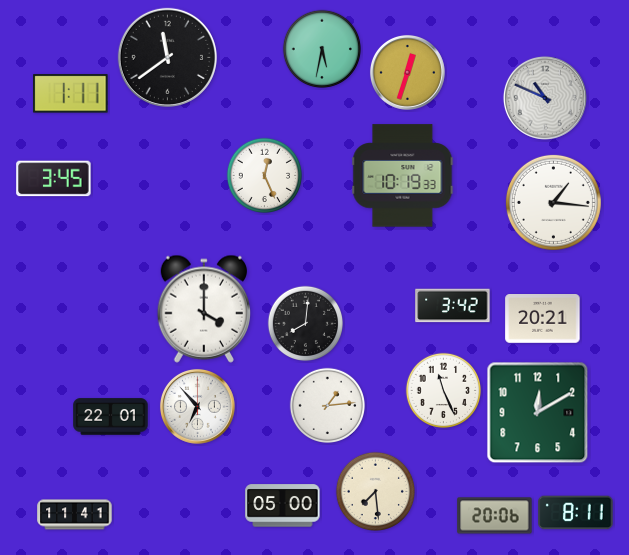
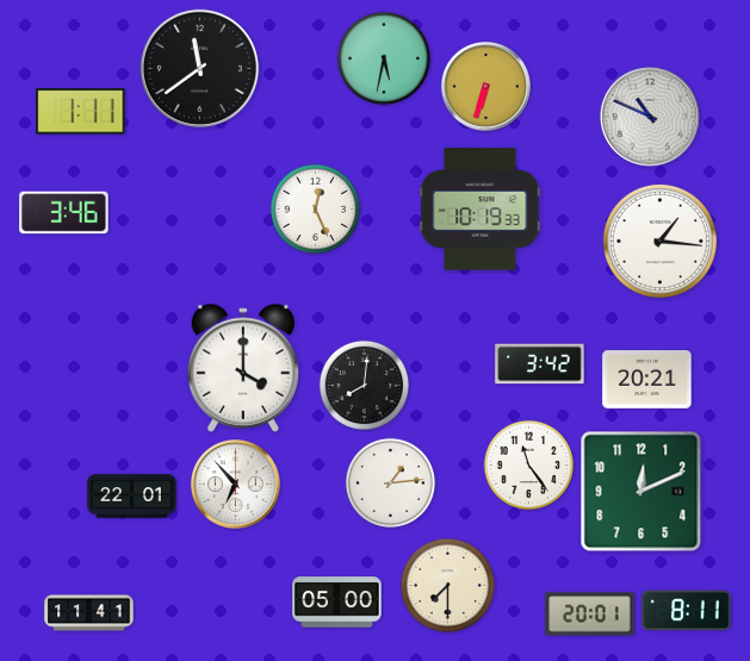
clock at (407, 72): 12:33 -> 6:33
clock at (71, 94) position: (71, 94) -> (81, 112)
clock at (54, 179): 3:45 -> 3:46
clock at (444, 391): 11:26 -> 11:24
clock at (538, 413): 12:10 -> 12:11
clock at (375, 491): 7:29 -> 7:30
clock at (495, 516): 20:06 -> 20:01
